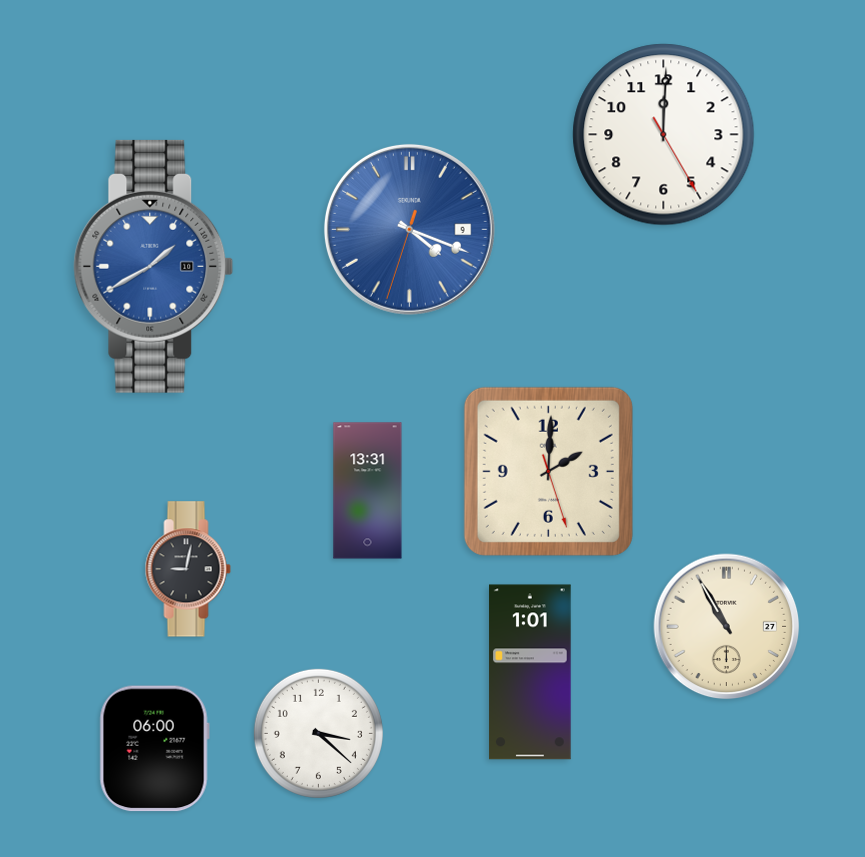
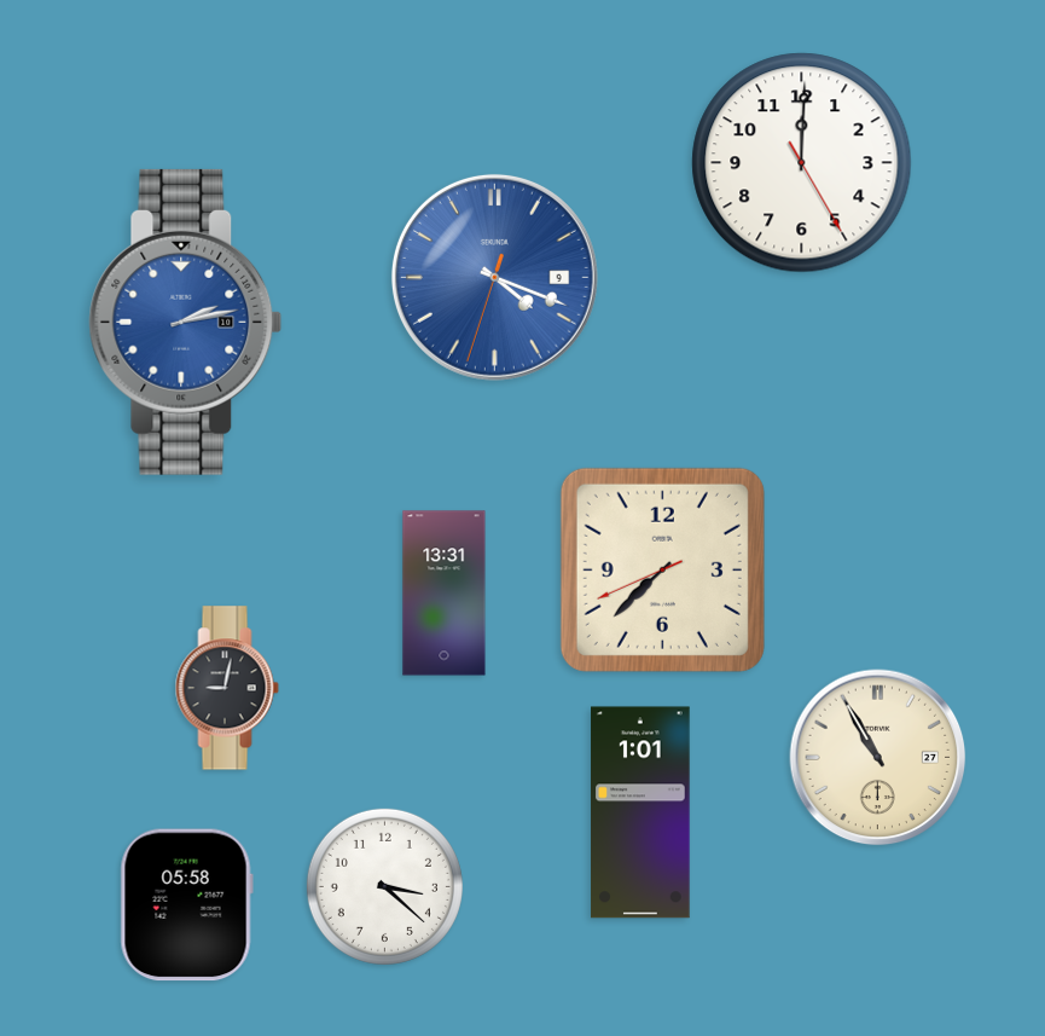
clock at (154, 266): 1:40 -> 2:13
clock at (548, 471): 2:00 -> 7:37
clock at (154, 749): 06:00 -> 05:58
